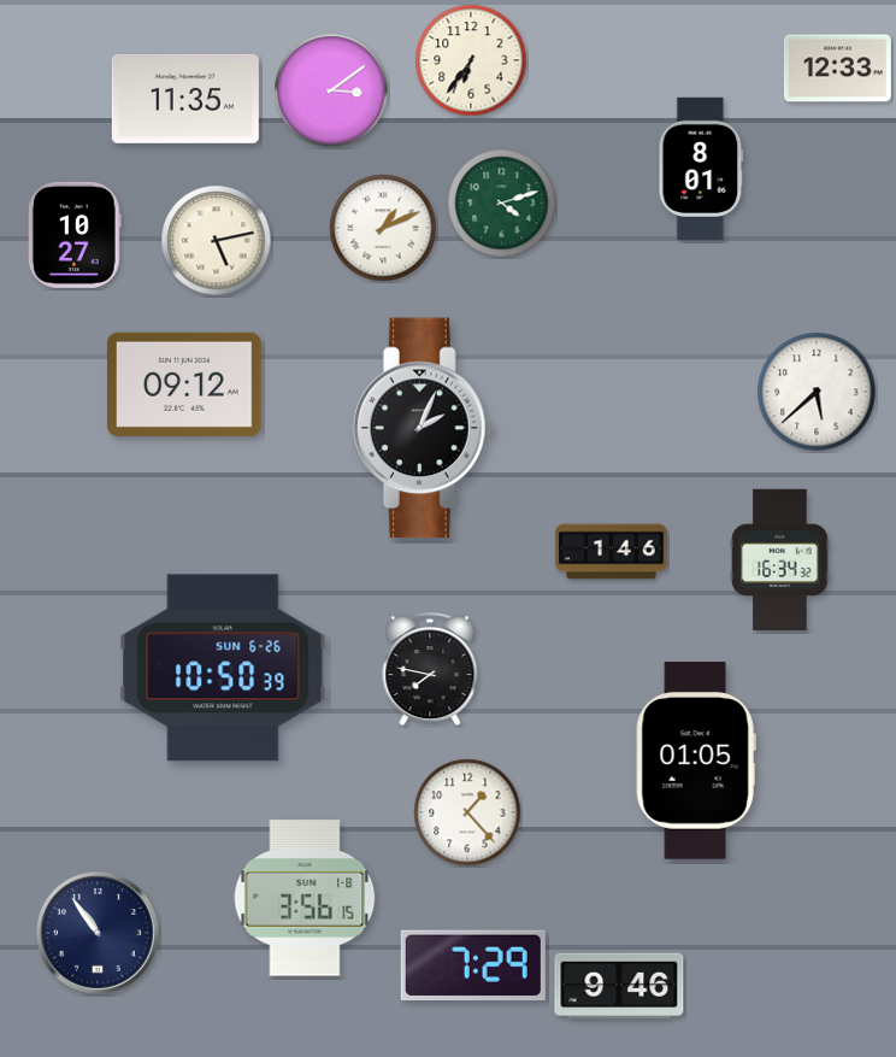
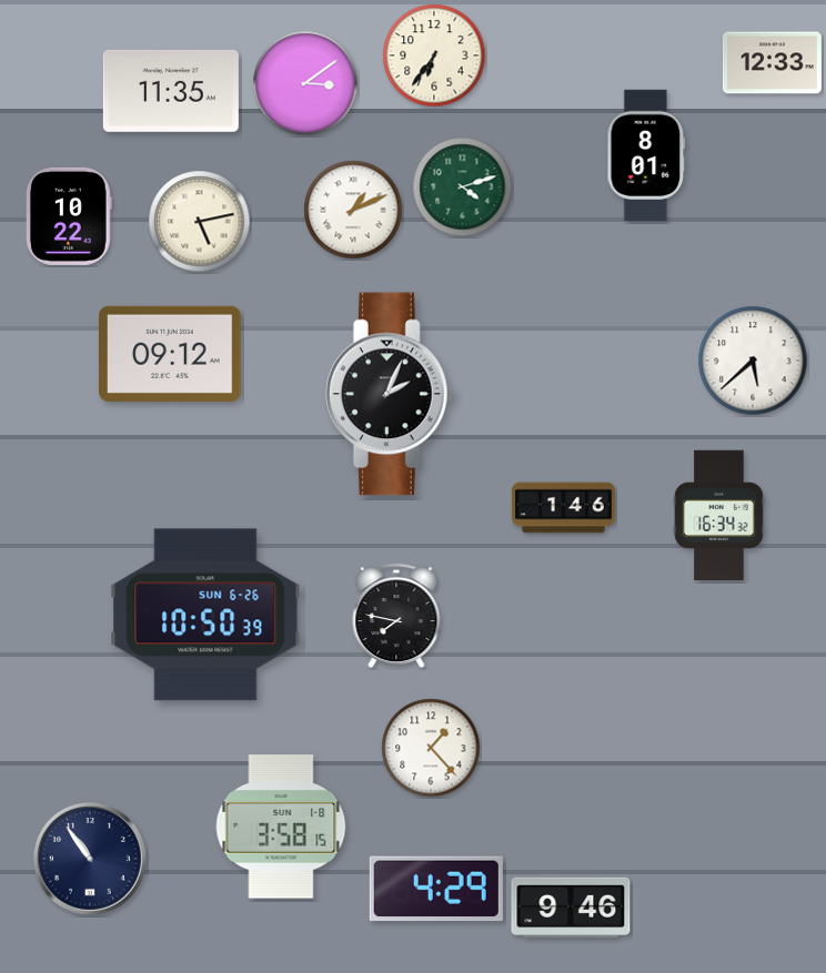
clock at (76, 235): 10:27 -> 10:22
clock at (696, 761): 01:05 -> none
clock at (305, 898): 3:56 -> 3:58
clock at (473, 965): 7:29 -> 4:29
